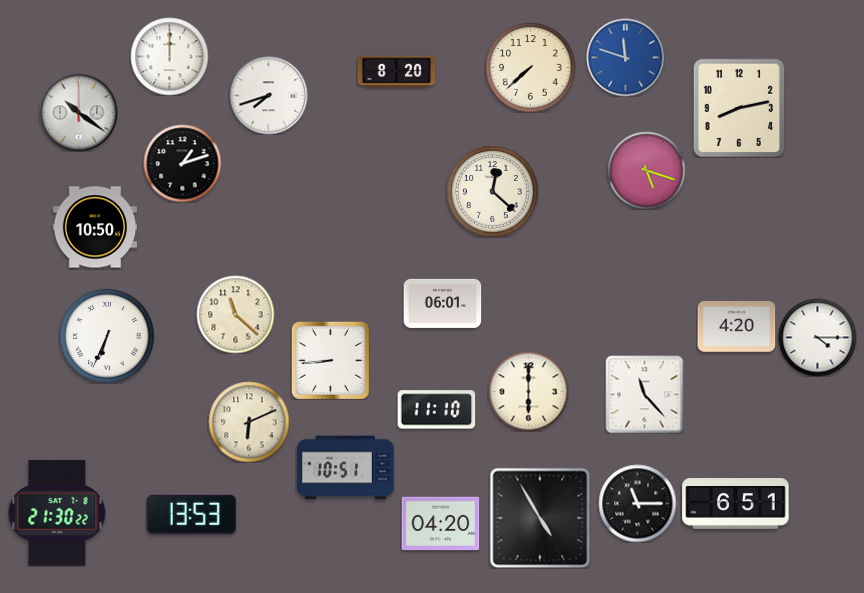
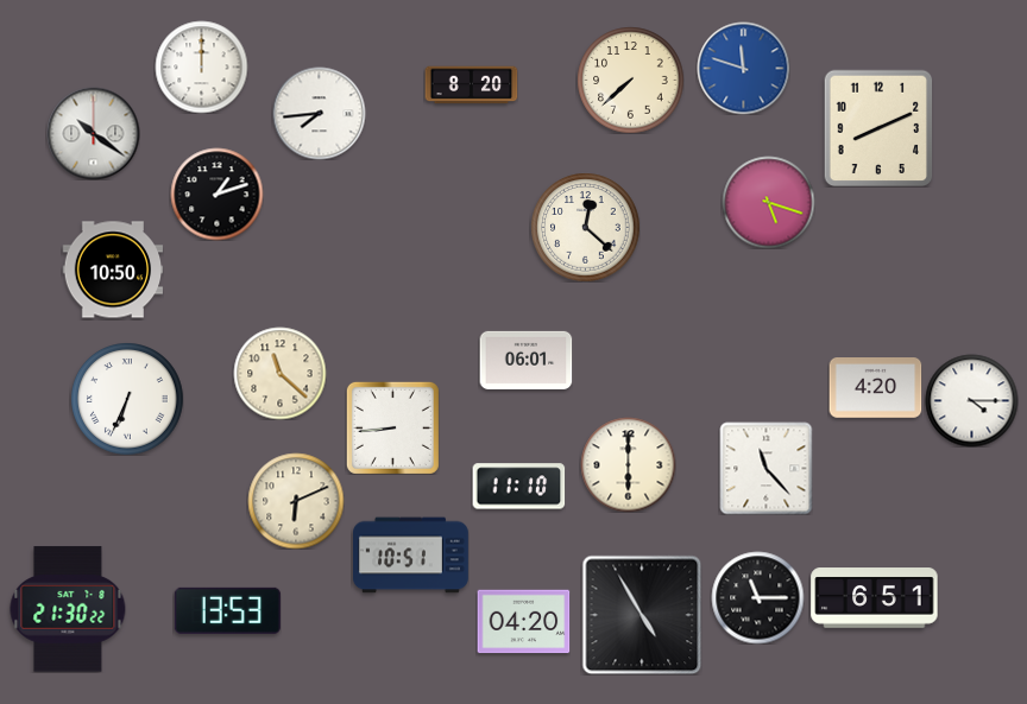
clock at (268, 95): 7:42 -> 7:44
clock at (739, 108): 8:13 -> 8:11
